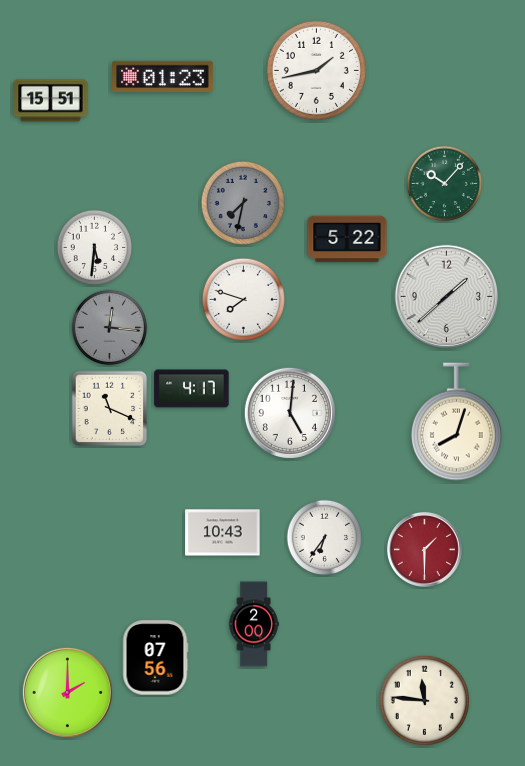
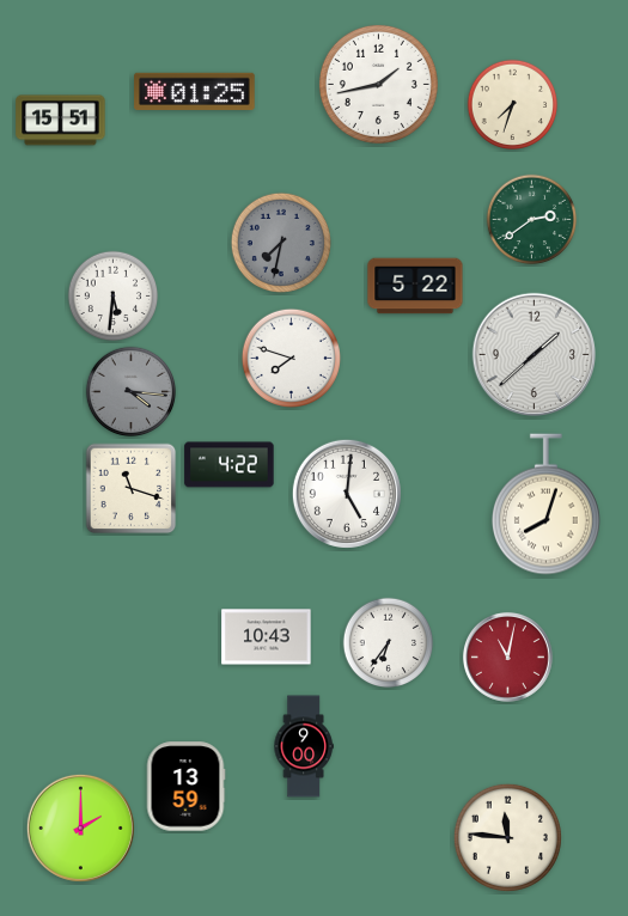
clock at (163, 76): 01:23 -> 01:25
clock at (513, 105): none -> 7:33
clock at (445, 184): 10:07 -> 2:39
clock at (243, 203) position: (243, 203) -> (281, 243)
clock at (110, 328): 12:16 -> 4:16
clock at (192, 389): 4:17 -> 4:22
clock at (110, 409): 11:19 -> 11:18
clock at (424, 549): 1:30 -> 11:02
clock at (254, 624): 2:00 -> 9:00
clock at (155, 658): 07:56 -> 13:59
